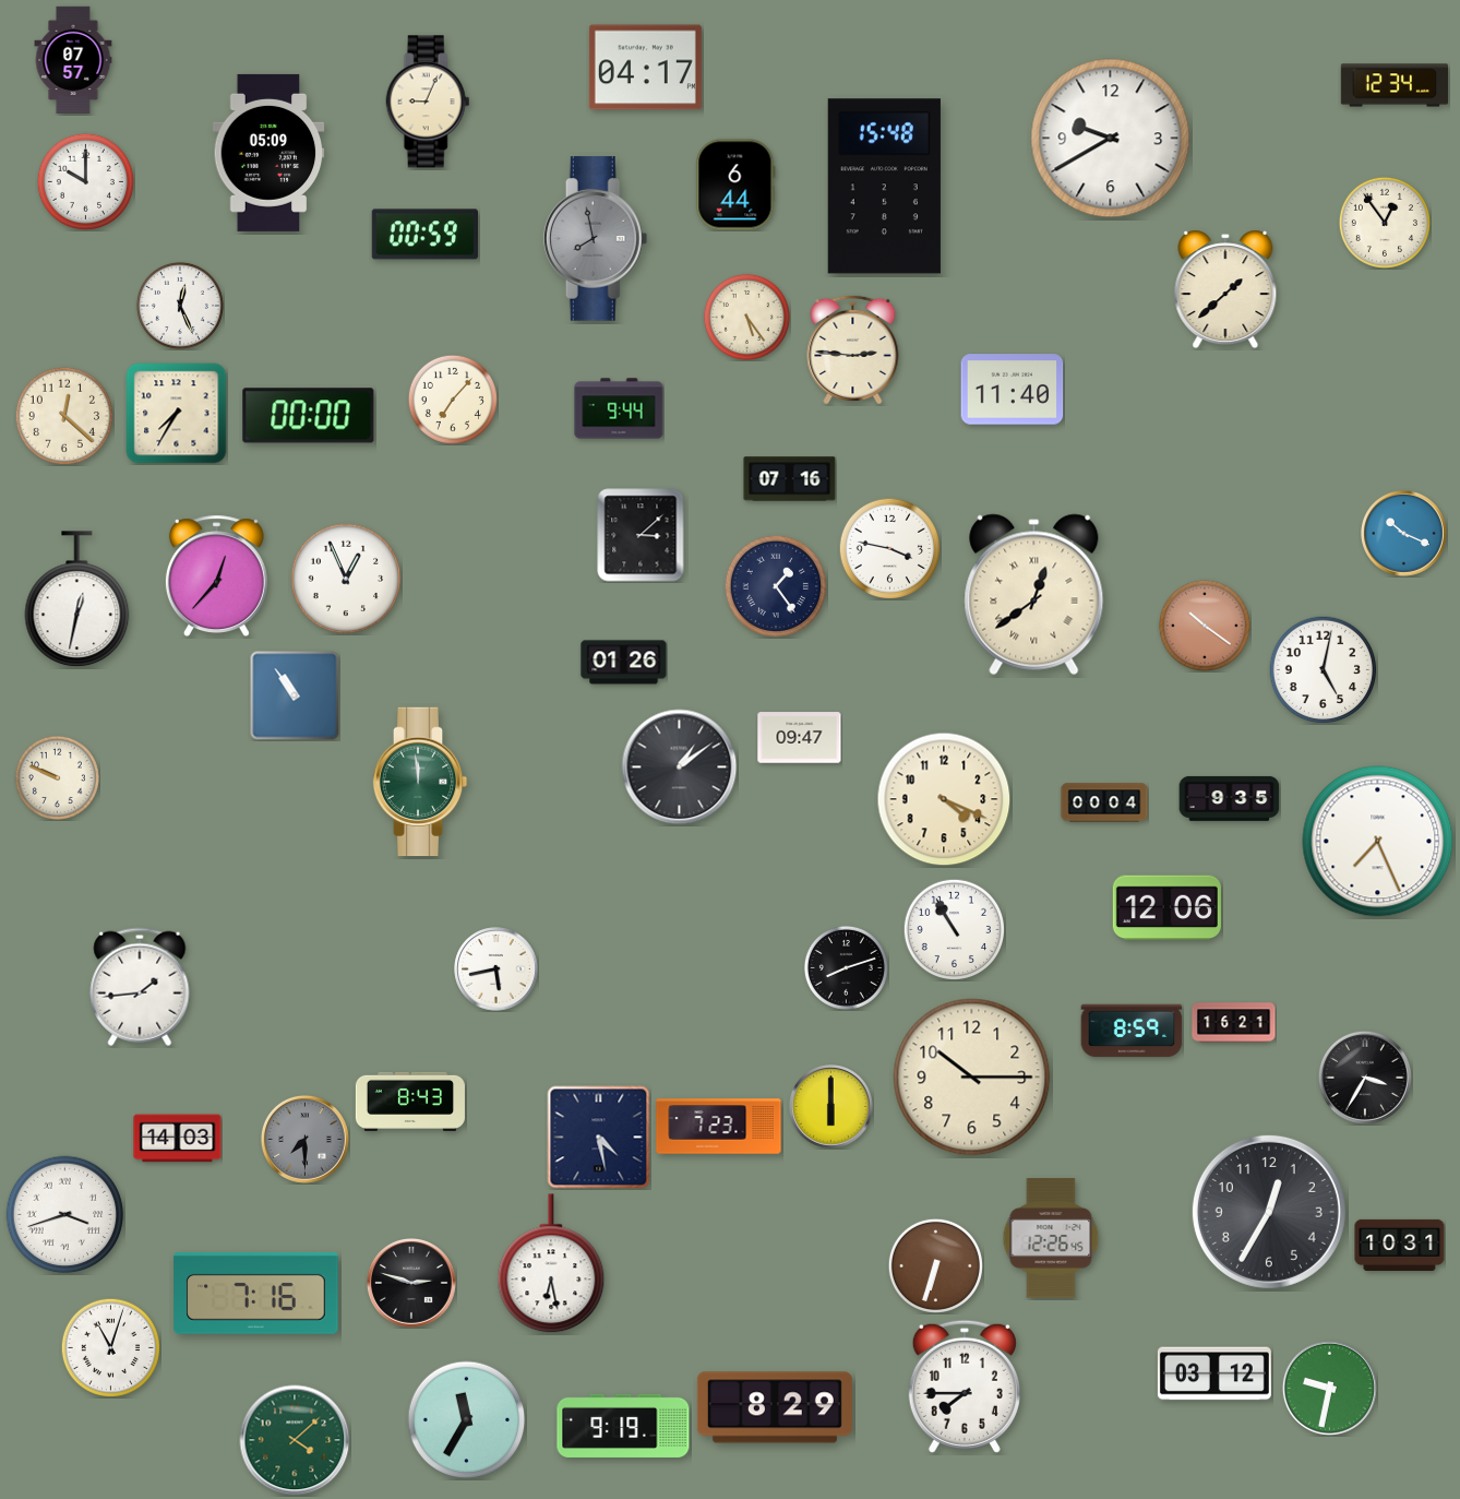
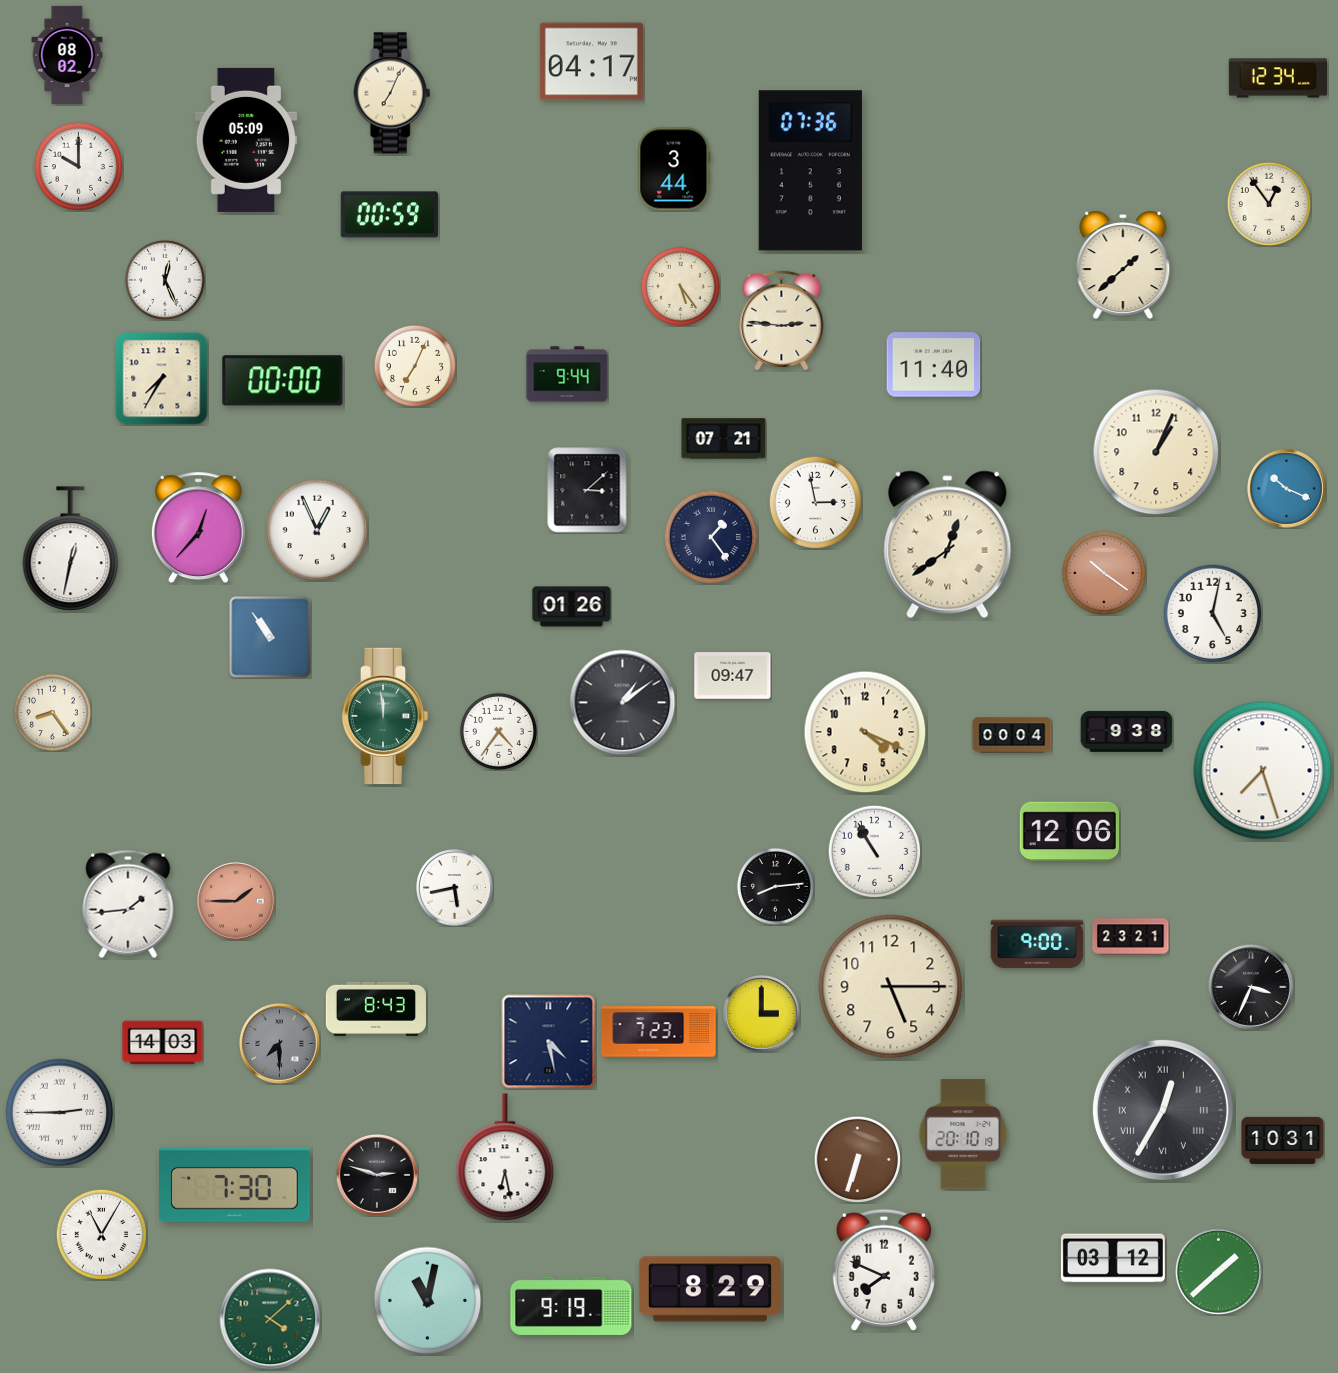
clock at (73, 59): 07:57 -> 08:02
clock at (428, 102): 9:04 -> 7:04
clock at (1111, 139): 9:40 -> none
clock at (735, 185): 6:44 -> 3:44
clock at (884, 187): 15:48 -> 07:36
clock at (596, 239): 7:58 -> none
clock at (746, 317) position: (746, 317) -> (680, 286)
clock at (1013, 390) position: (1013, 390) -> (934, 365)
clock at (453, 400): 7:07 -> 7:04
clock at (63, 415): 12:22 -> none
clock at (790, 479): 07:16 -> 07:21
clock at (1156, 452): none -> 1:04
clock at (889, 548): 3:47 -> 2:58
clock at (57, 777): 9:49 -> 8:24
clock at (498, 731): none -> 4:36
clock at (1230, 798): 9:35 -> 9:38
clock at (1378, 842): 7:26 -> 7:27
clock at (846, 967): 8:12 -> 8:14
clock at (236, 901): none -> 1:45
clock at (1234, 1023): 16:21 -> 23:21
clock at (1132, 1031): 8:59 -> 9:00
clock at (972, 1078): 10:15 -> 5:15
clock at (1365, 1078): 3:35 -> 3:34
clock at (831, 1107): 6:00 -> 3:00
clock at (1269, 1212) numerals: Arabic -> Roman
clock at (65, 1215): 3:42 -> 2:45
clock at (1051, 1238): 12:26 -> 20:10
clock at (256, 1293): 7:16 -> 7:30
clock at (110, 1347): 11:03 -> 11:05
clock at (965, 1387): 7:45 -> 7:49
clock at (1329, 1388): 9:32 -> 1:38
clock at (467, 1420): 11:35 -> 11:02
